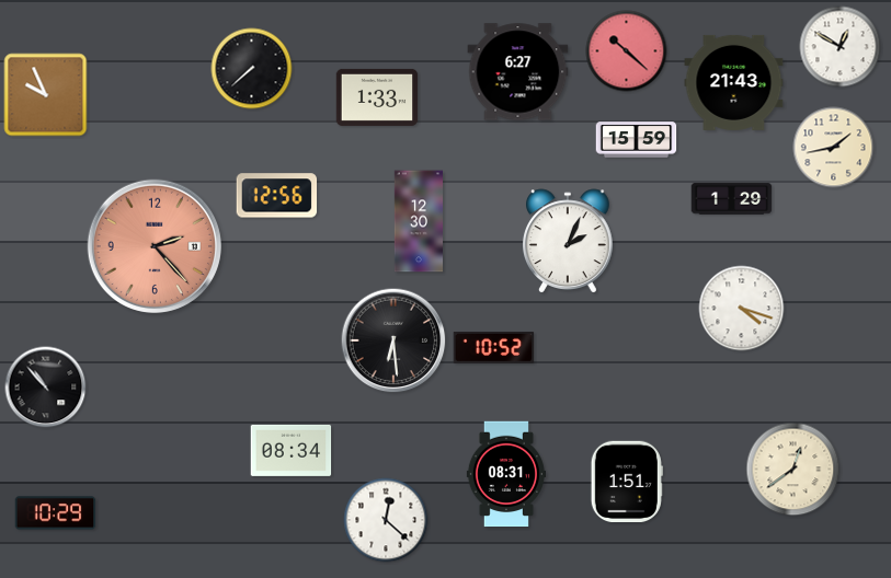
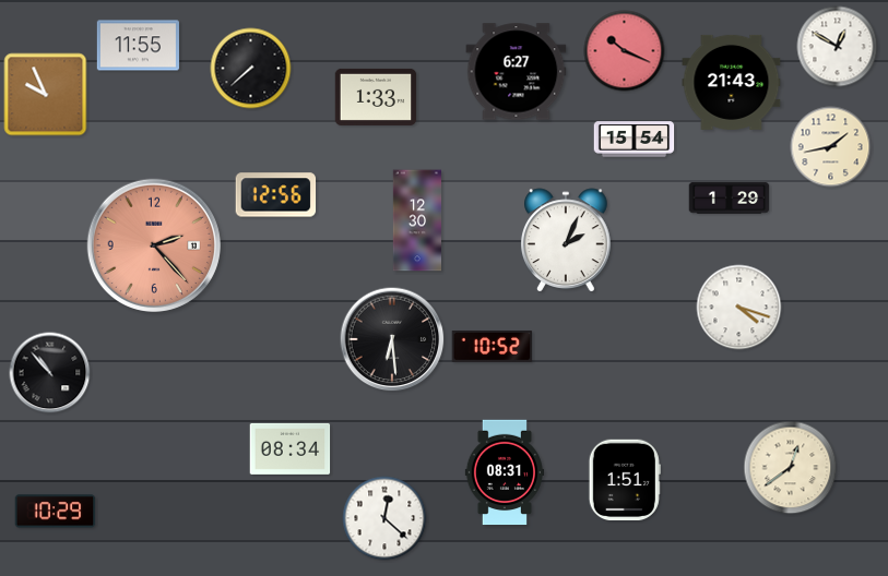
clock at (138, 46): none -> 11:55
clock at (627, 51): 10:22 -> 10:19
clock at (637, 140): 15:59 -> 15:54
clock at (46, 388) position: (46, 388) -> (50, 373)
